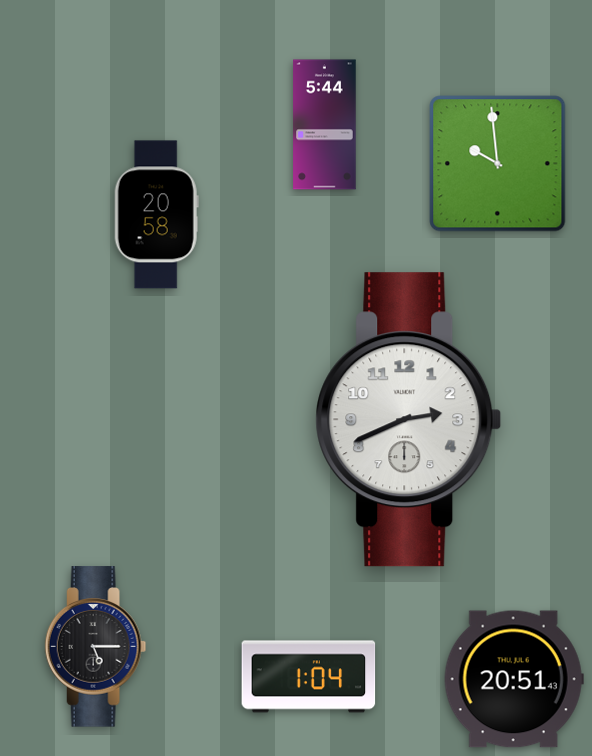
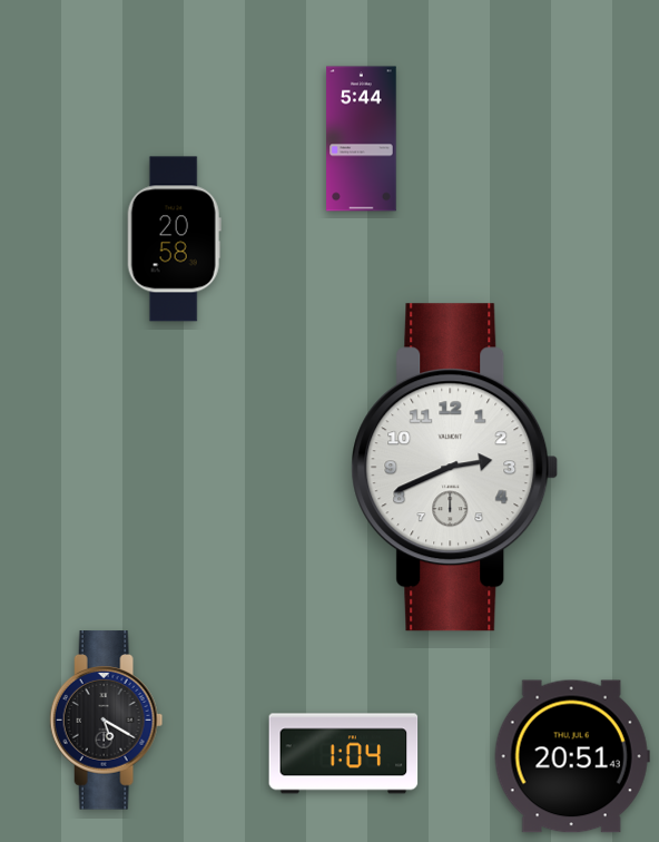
clock at (498, 164): 9:59 -> none
clock at (96, 647): 5:15 -> 5:20
